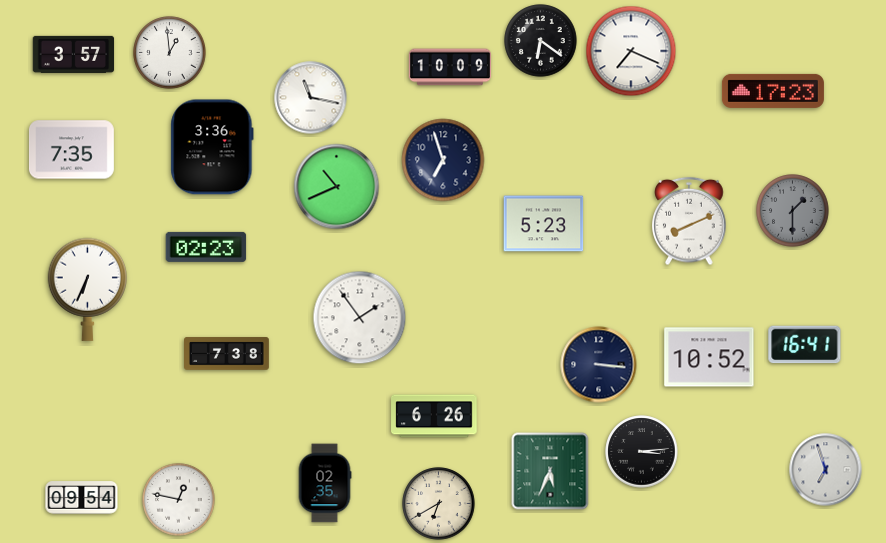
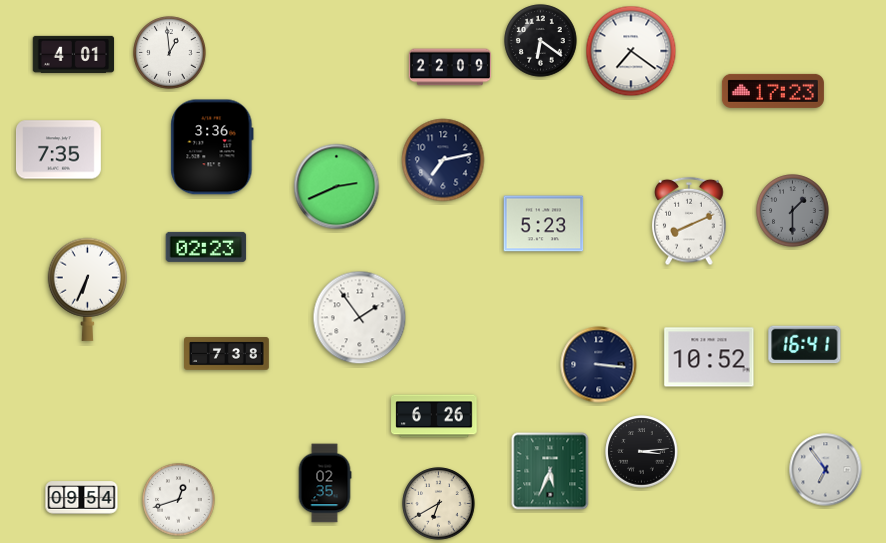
clock at (631, 51): 7:19 -> 7:21
clock at (74, 54): 3:57 -> 4:01
clock at (449, 67): 10:09 -> 22:09
clock at (311, 98): 11:17 -> none
clock at (71, 150) position: (71, 150) -> (58, 150)
clock at (443, 160): 6:57 -> 7:13
clock at (337, 187): 10:41 -> 2:41
clock at (826, 470): 6:57 -> 6:54
clock at (179, 500): 12:47 -> 12:42
